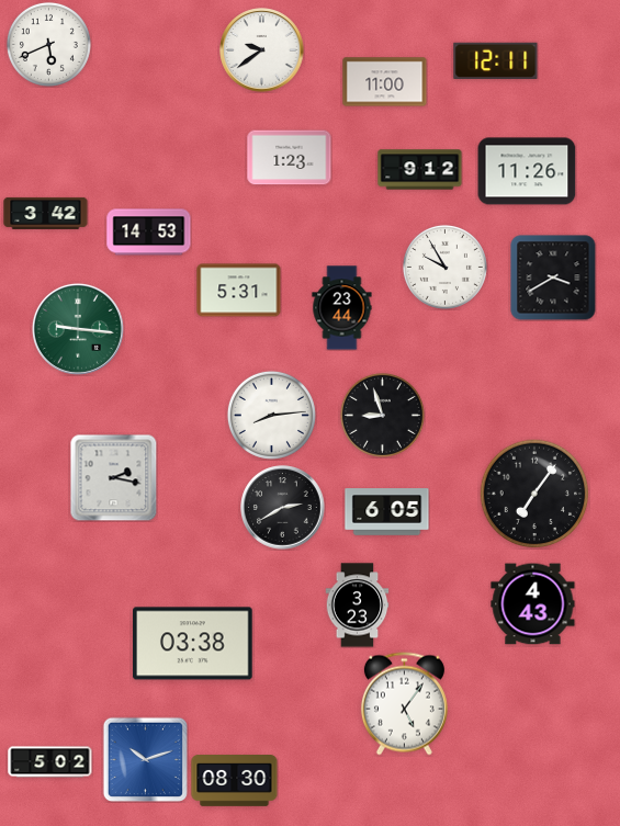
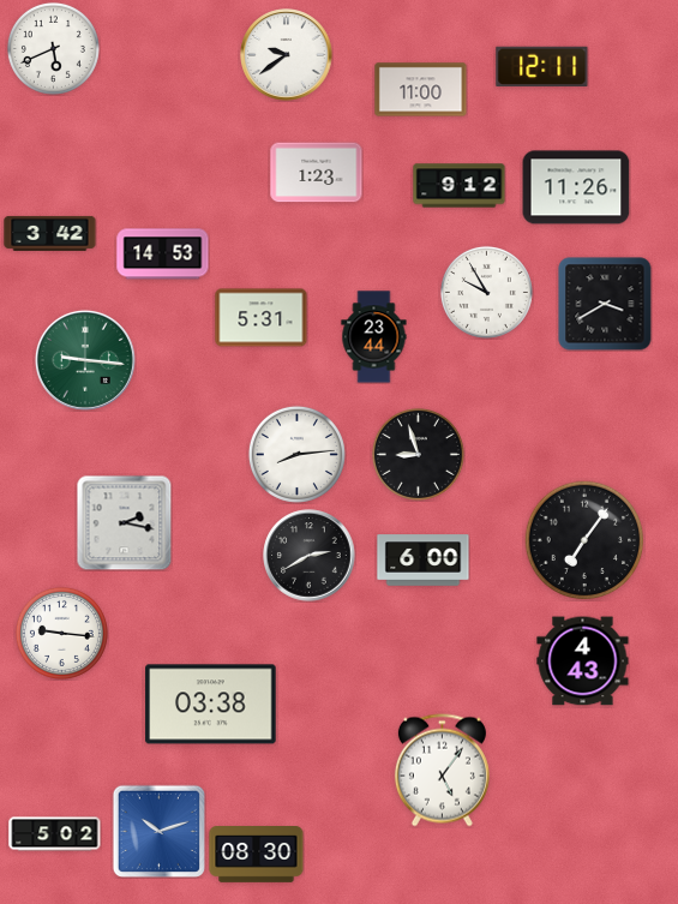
clock at (387, 512): 6:05 -> 6:00
clock at (61, 633): none -> 9:16
clock at (358, 606): 3:23 -> none
